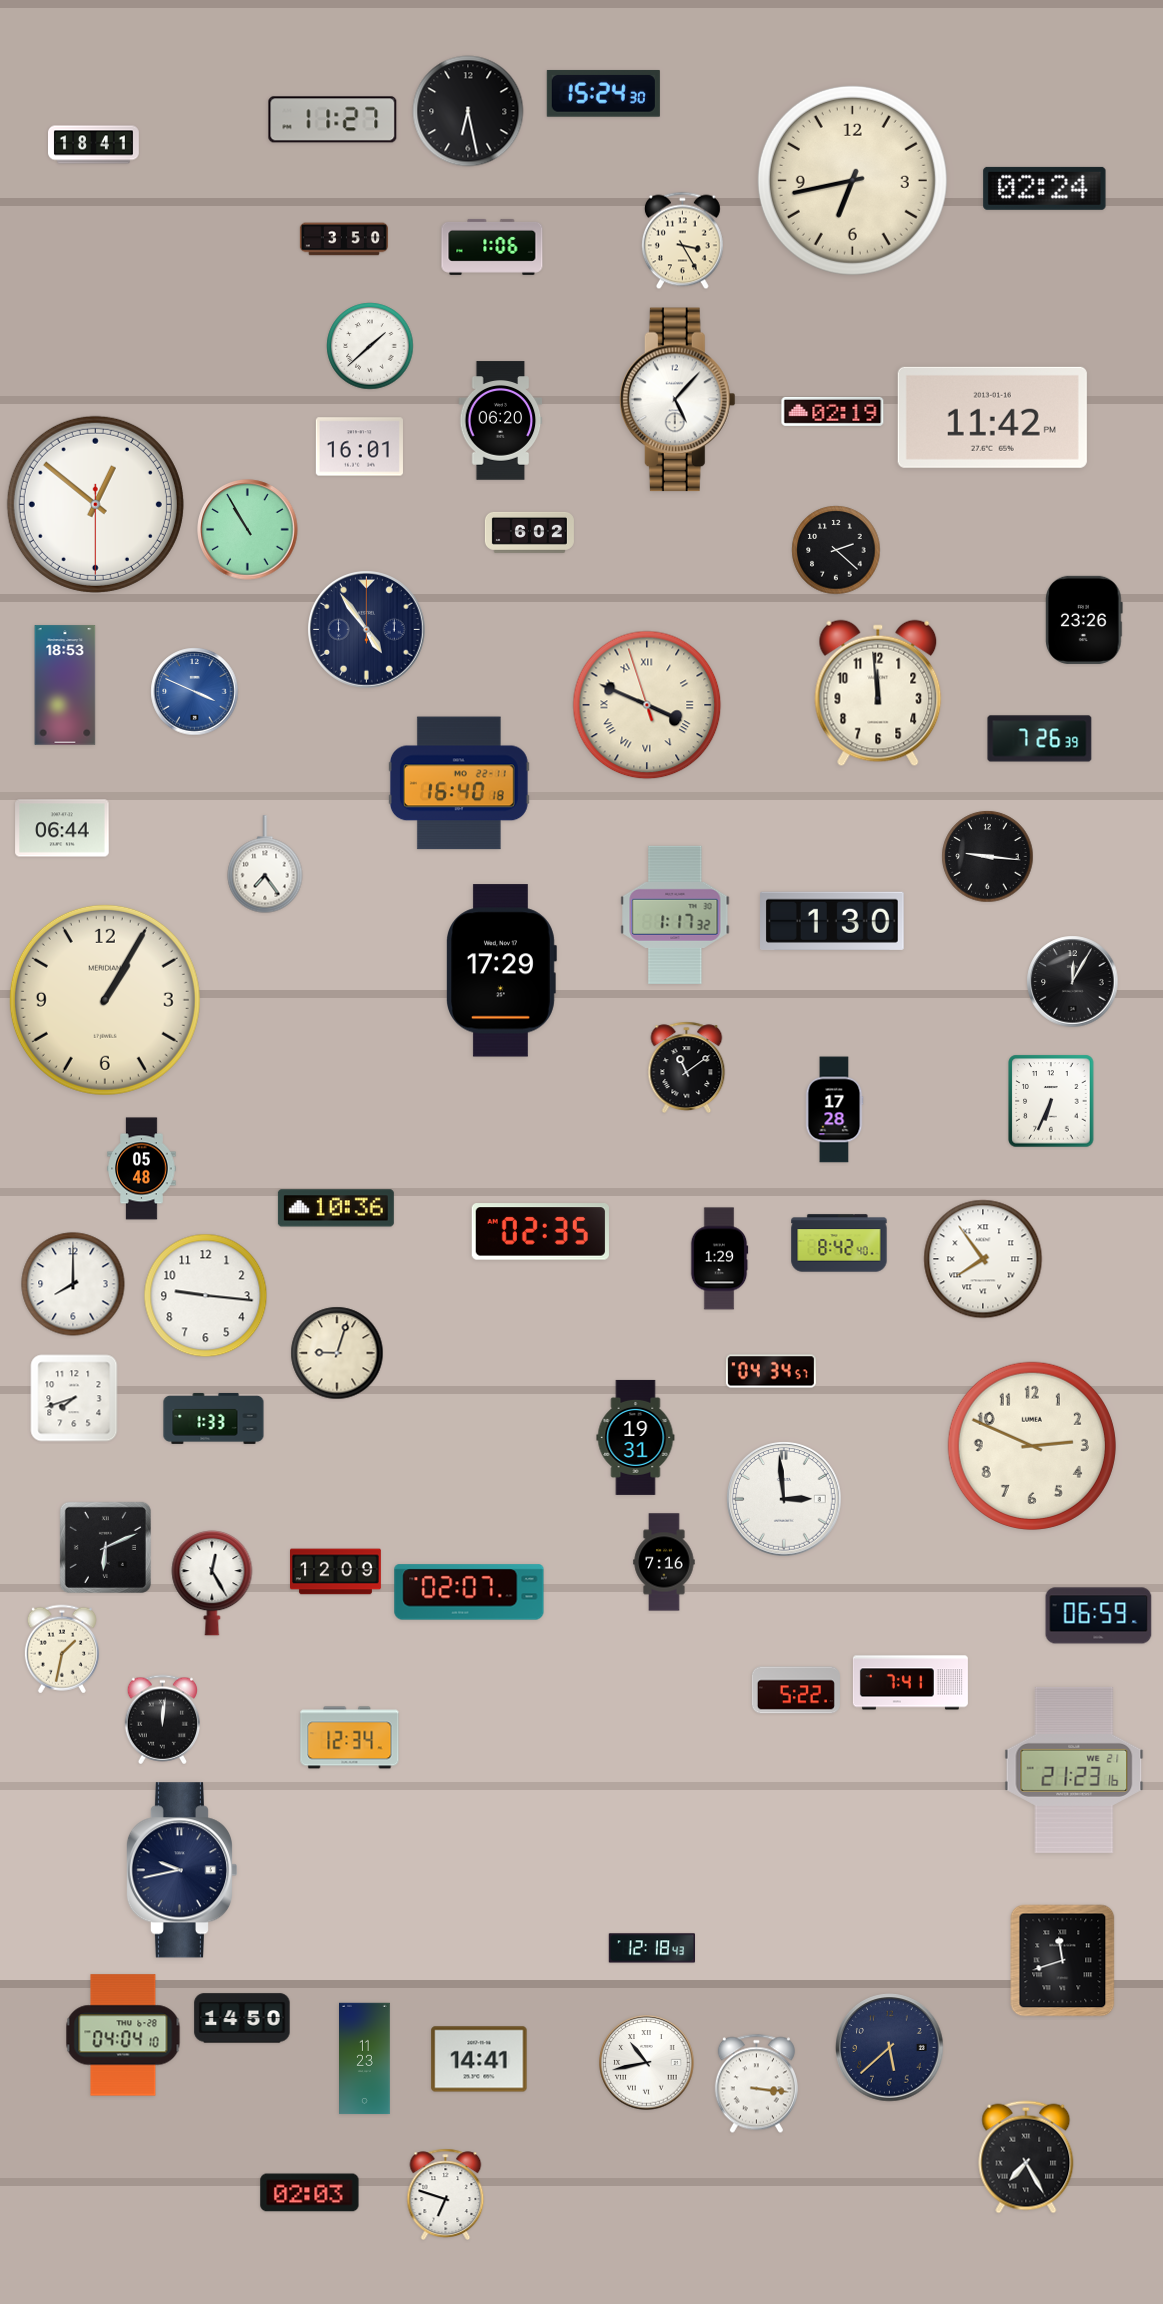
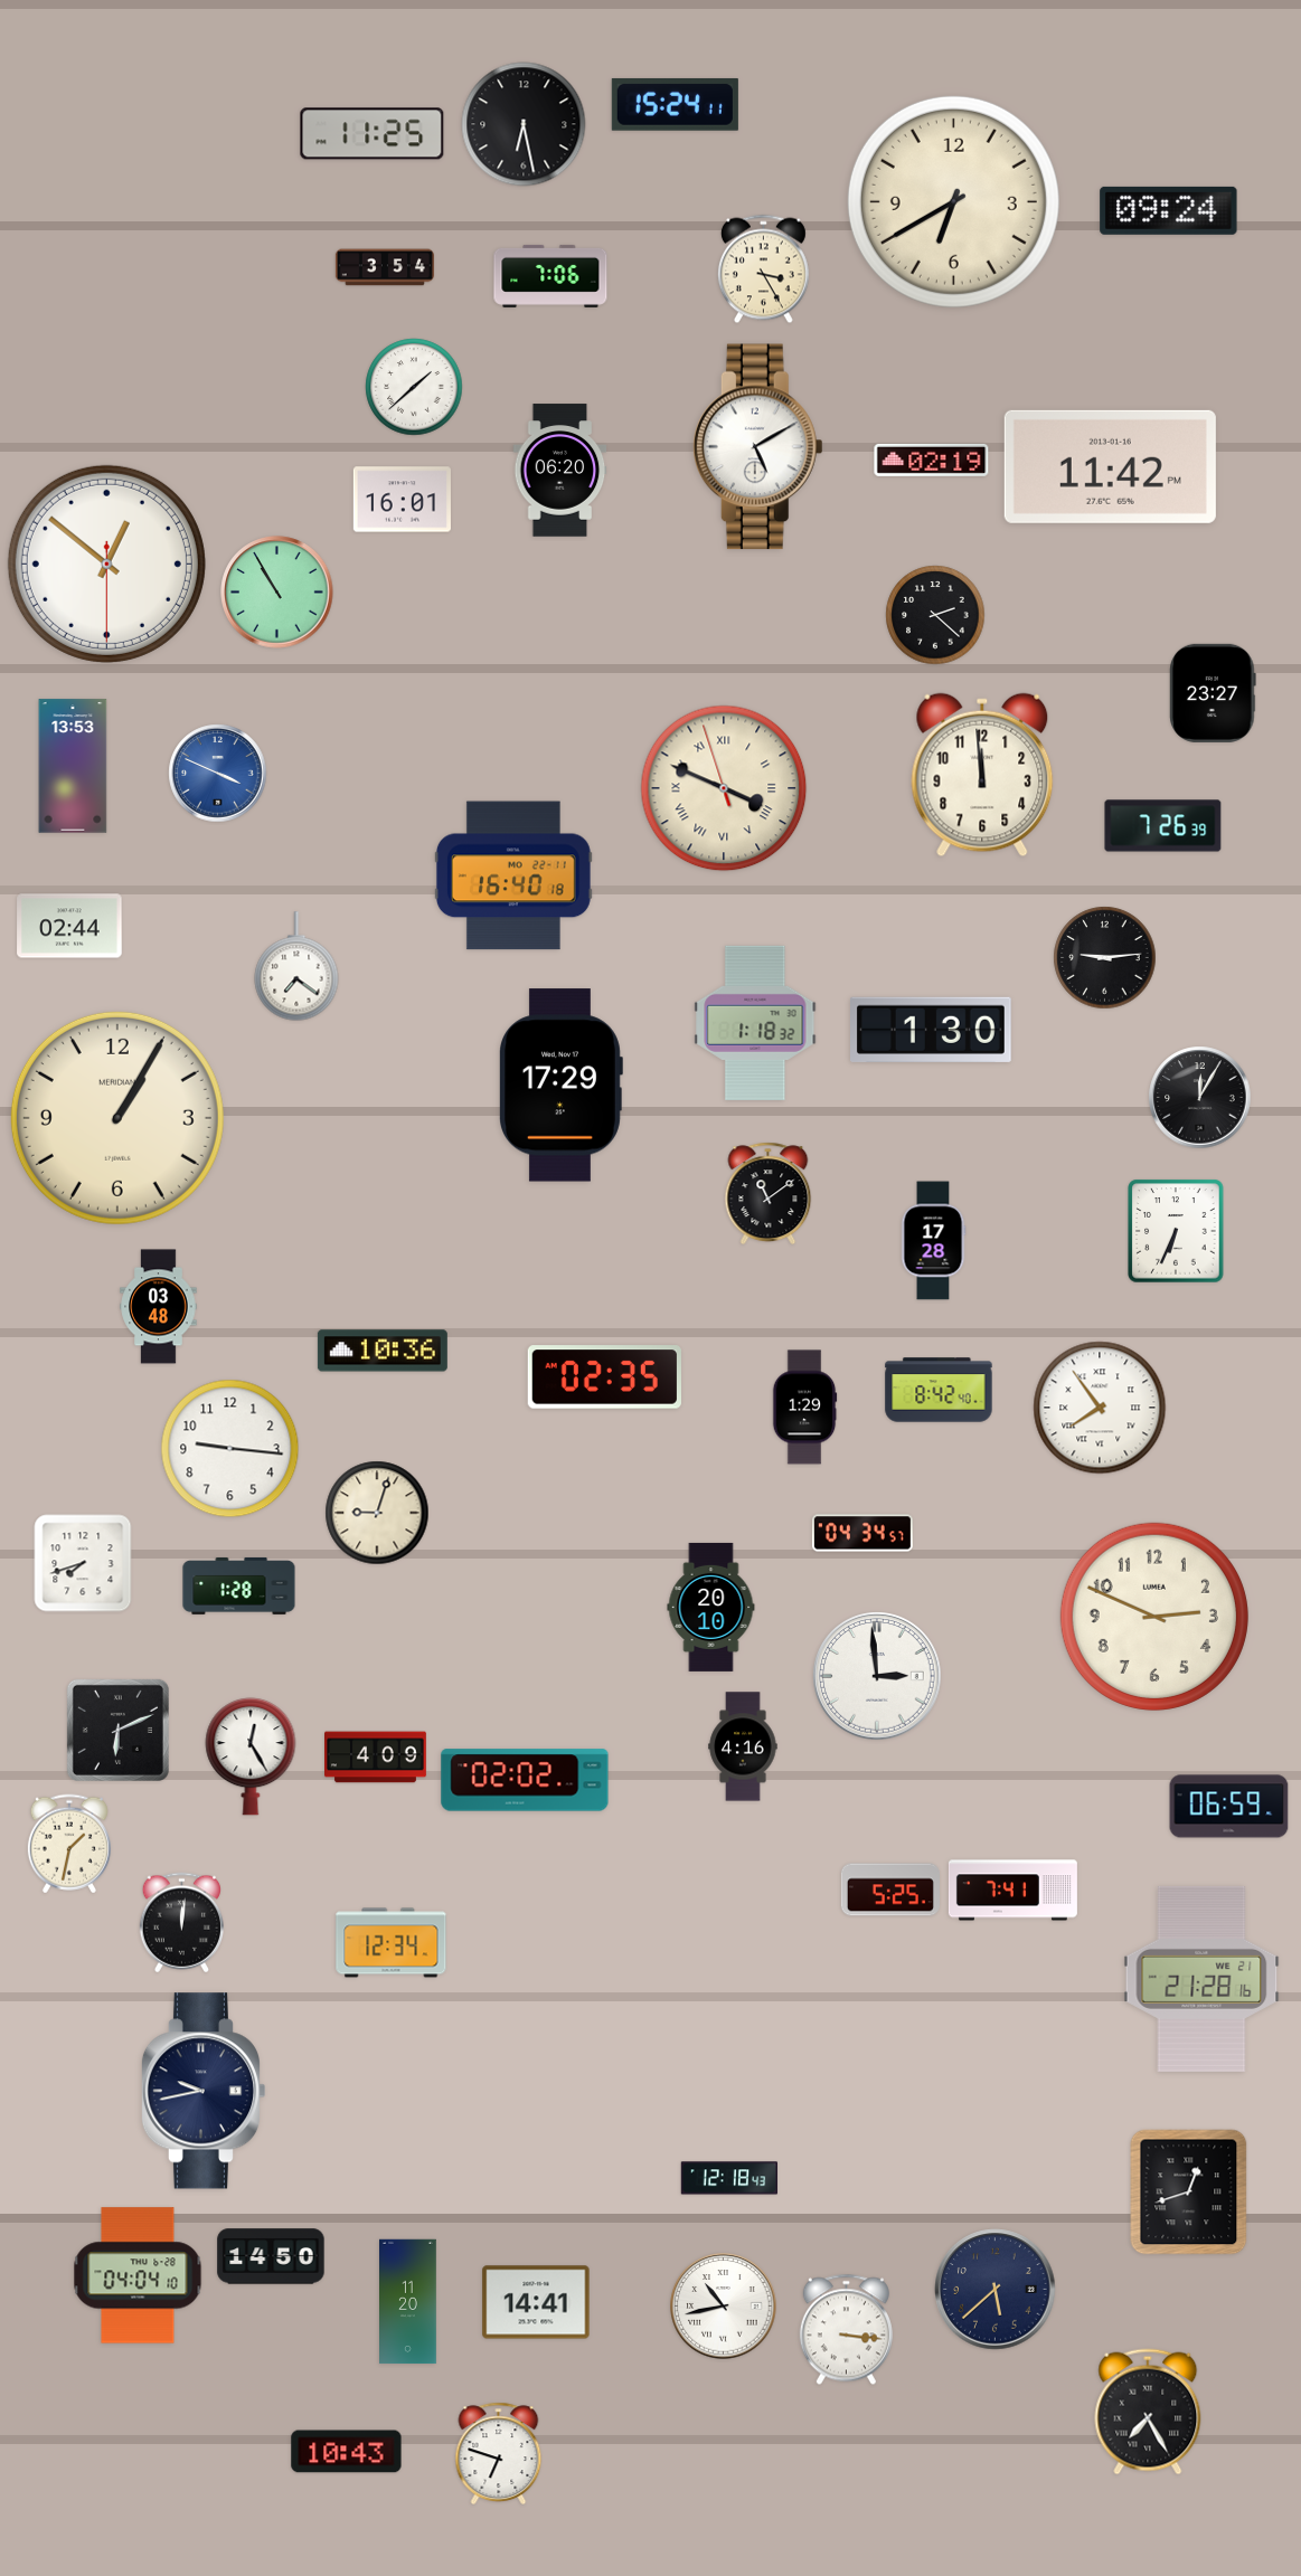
clock at (603, 94): 15:24:30 -> 15:24:11
clock at (333, 120): 11:27 -> 11:25
clock at (94, 145): 18:41 -> none
clock at (852, 180): 6:43 -> 6:40
clock at (1045, 188): 02:24 -> 09:24
clock at (344, 239): 3:50 -> 3:54
clock at (492, 247): 1:06 -> 7:06
clock at (677, 400): 5:07 -> 5:10
clock at (529, 532): 6:02 -> none
clock at (1084, 620): 23:26 -> 23:27
clock at (367, 630): 4:54 -> none
clock at (65, 685): 18:53 -> 13:53
clock at (62, 828): 06:44 -> 02:44
clock at (988, 857): 9:16 -> 9:14
clock at (265, 864): 7:24 -> 7:21
clock at (675, 915): 1:17 -> 1:18
clock at (142, 1169): 05:48 -> 03:48
clock at (336, 1208) position: (336, 1208) -> (383, 1351)
clock at (73, 1284): 8:00 -> none
clock at (214, 1418): 1:33 -> 1:28
clock at (636, 1437): 19:31 -> 20:10
clock at (664, 1562): 7:16 -> 4:16
clock at (336, 1572): 12:09 -> 4:09
clock at (212, 1584) position: (212, 1584) -> (251, 1758)
clock at (469, 1592): 02:07 -> 02:02
clock at (910, 1683) position: (910, 1683) -> (1012, 1891)
clock at (796, 1690): 5:22 -> 5:25
clock at (1074, 1770): 21:23 -> 21:28
clock at (1063, 1961): 11:42 -> 12:42
clock at (365, 2059): 11:23 -> 11:20
clock at (310, 2193): 02:03 -> 10:43
